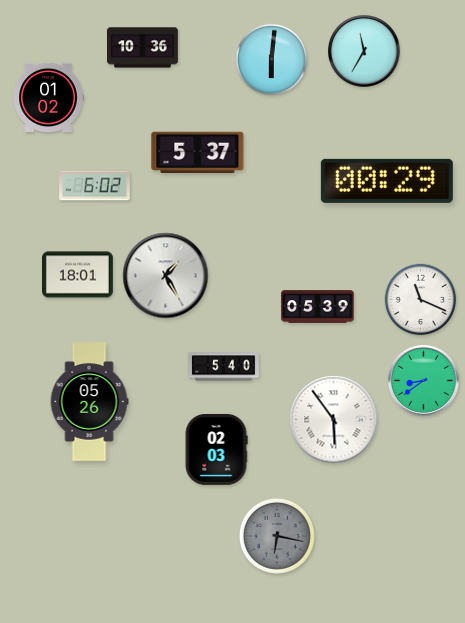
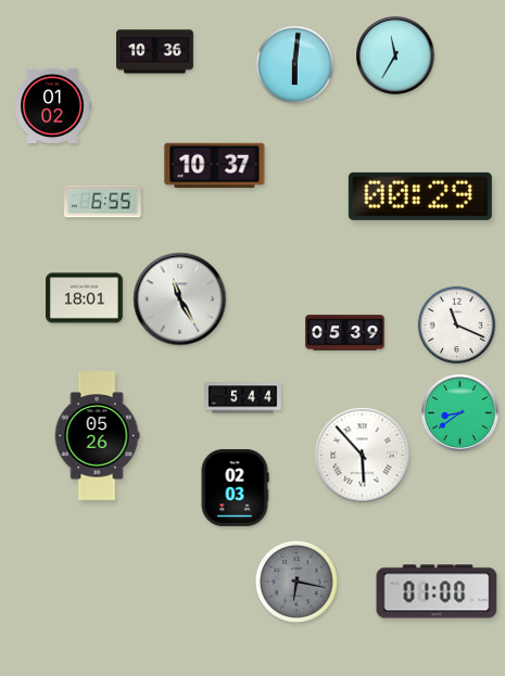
clock at (198, 153): 5:37 -> 10:37
clock at (95, 186): 6:02 -> 6:55
clock at (166, 276): 1:25 -> 11:25
clock at (224, 367): 5:40 -> 5:44
clock at (334, 420): 5:54 -> 5:53
clock at (277, 536) position: (277, 536) -> (296, 582)
clock at (437, 591): none -> 01:00
